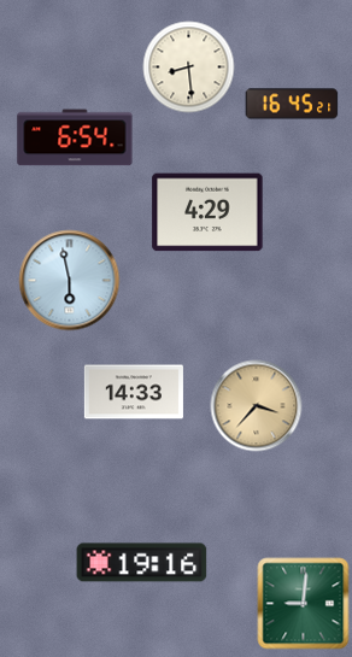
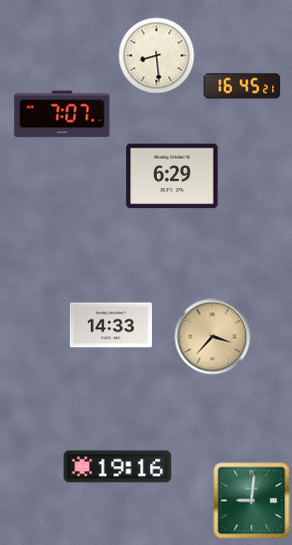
clock at (75, 137): 6:54 -> 7:07
clock at (207, 212): 4:29 -> 6:29
clock at (70, 281): 5:58 -> none
